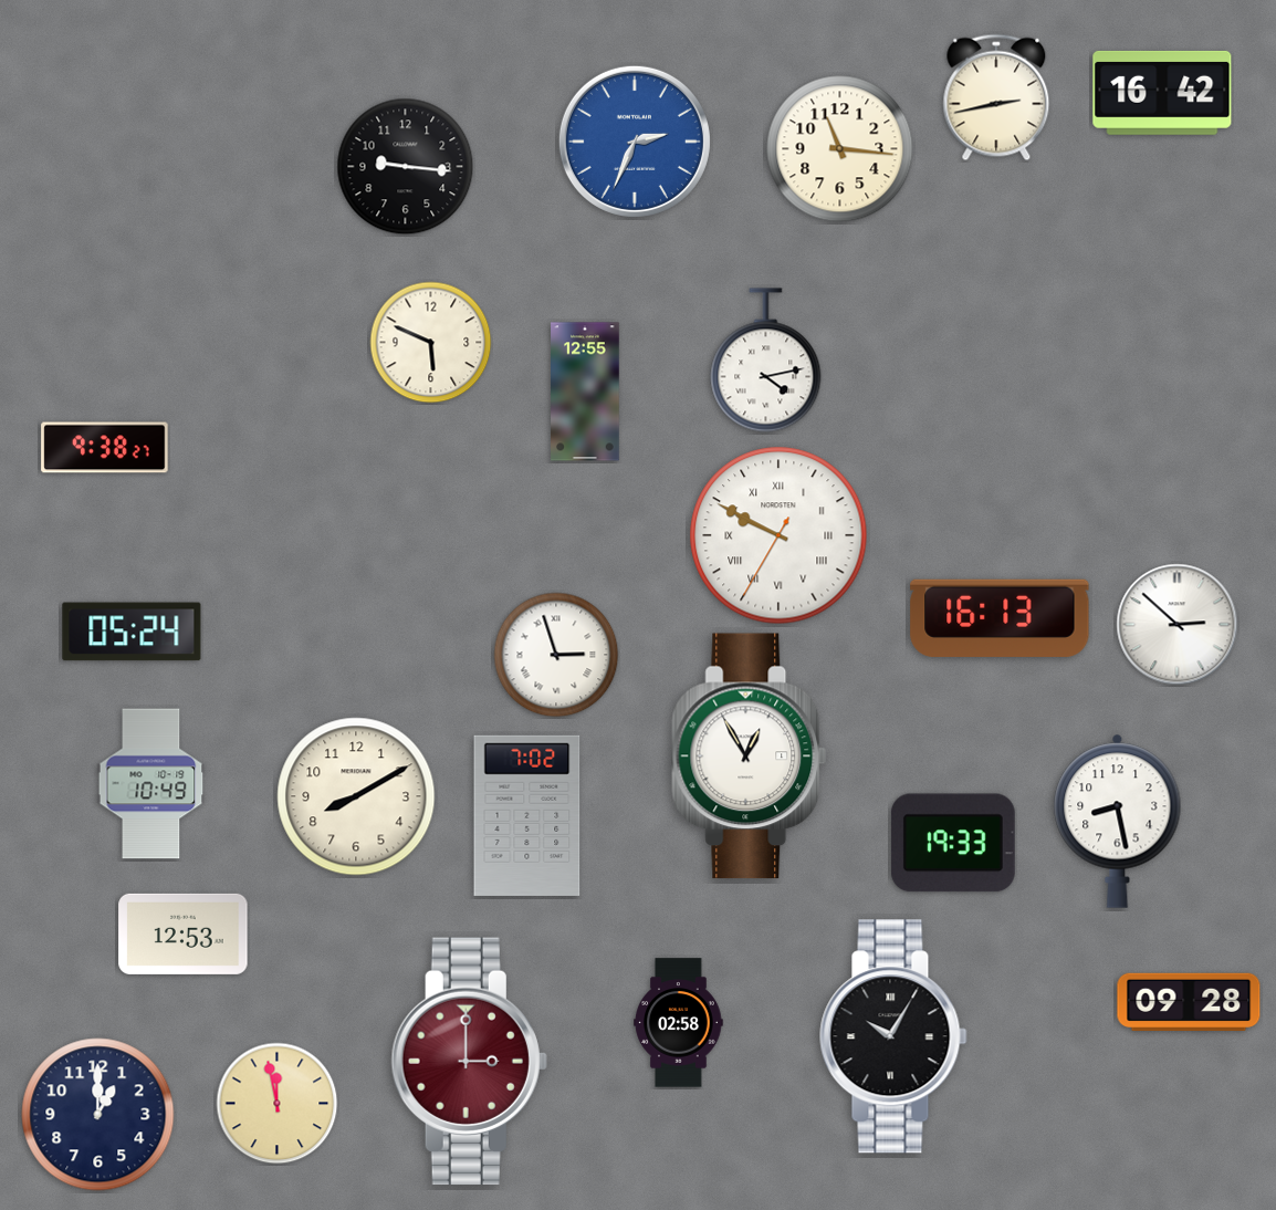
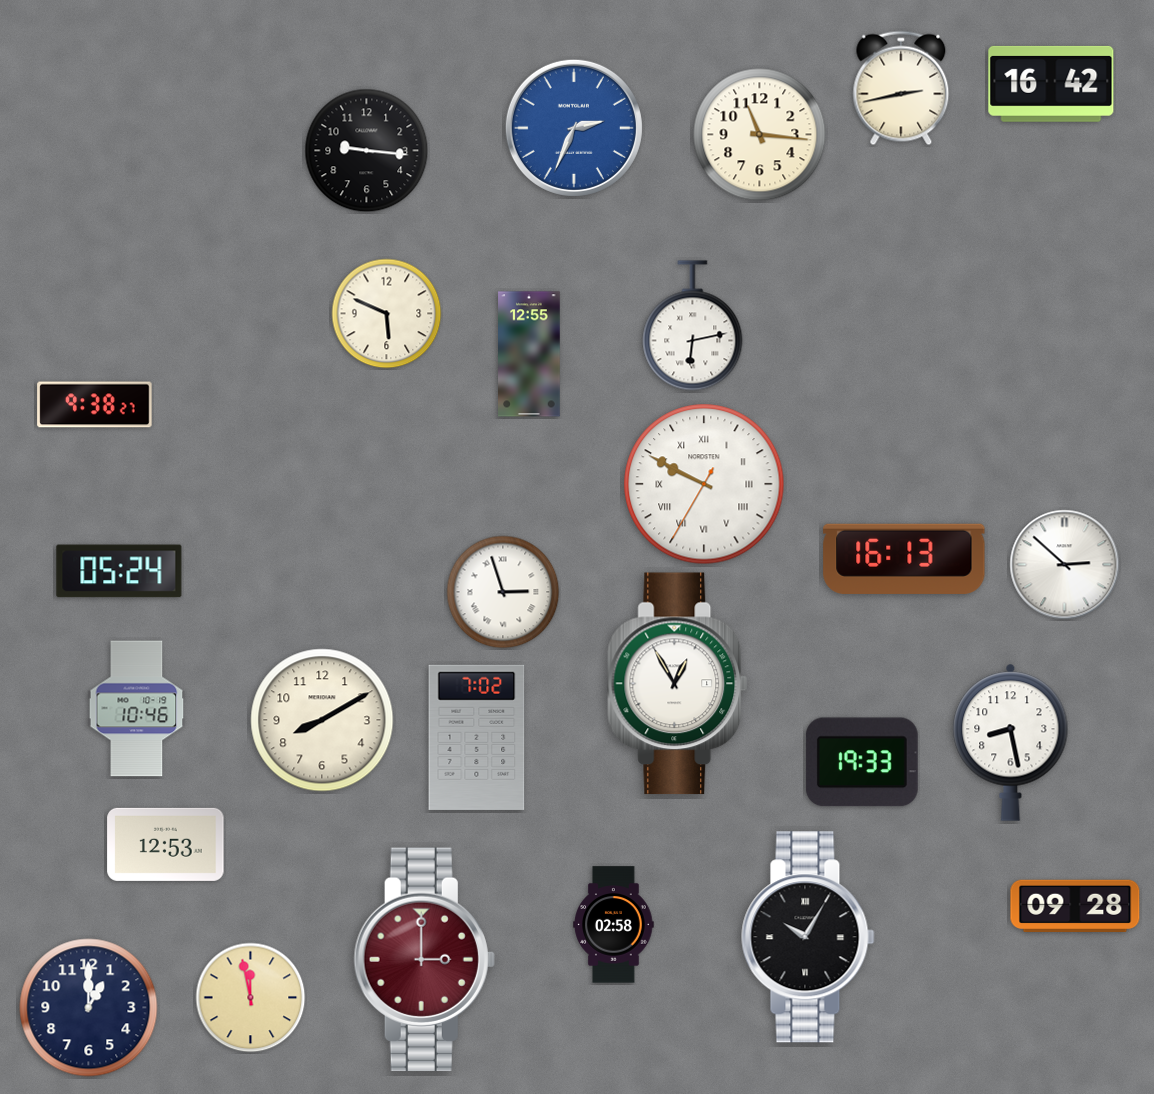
clock at (431, 343) position: (431, 343) -> (387, 314)
clock at (766, 361): 4:13 -> 6:13
clock at (151, 784): 10:49 -> 10:46
